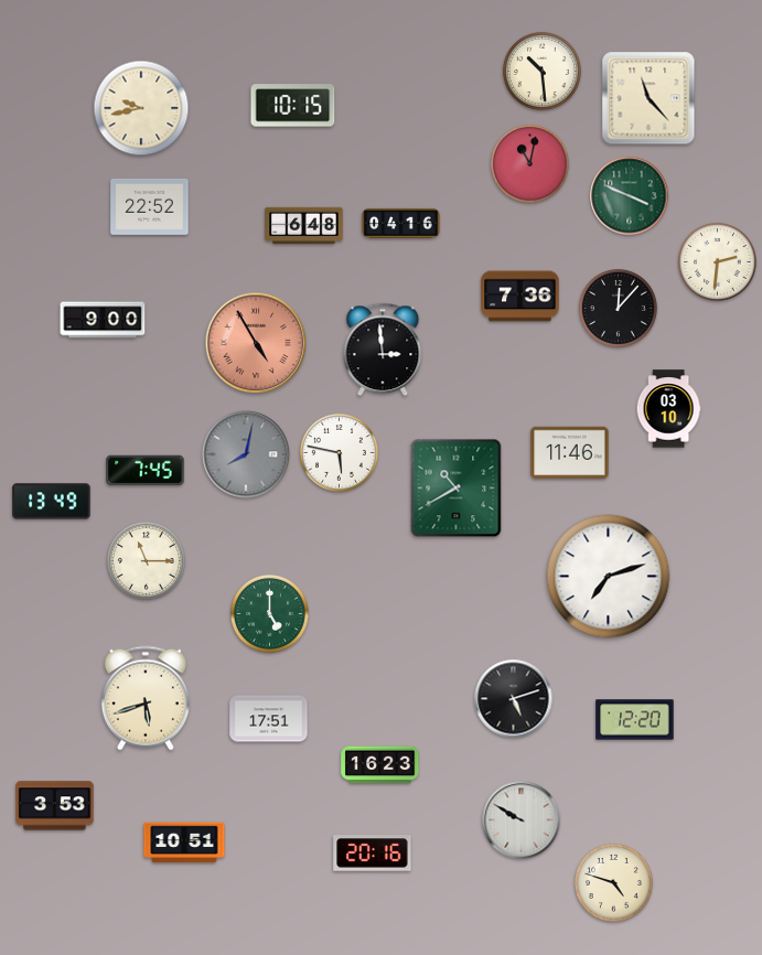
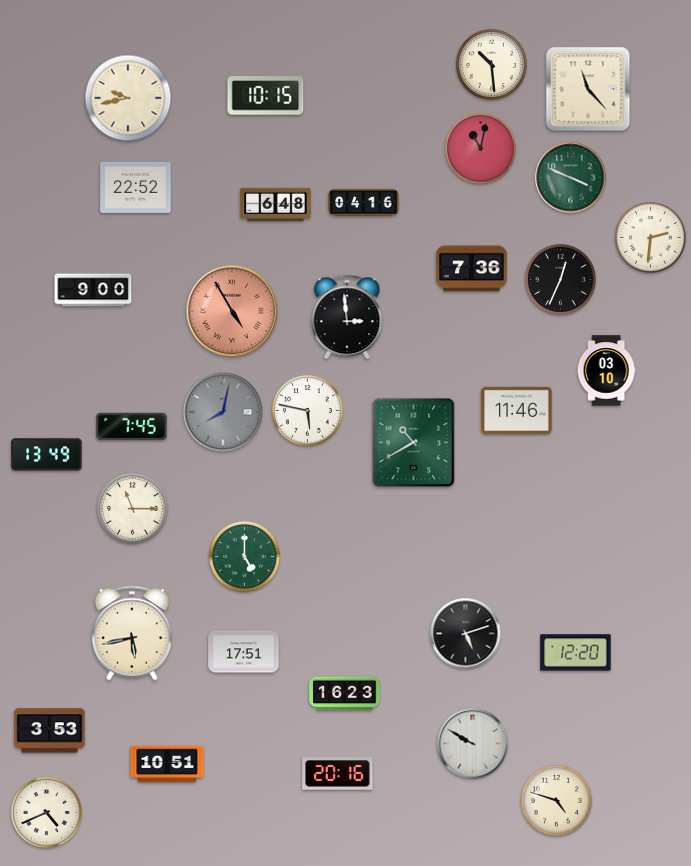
clock at (618, 308): 12:07 -> 12:34
clock at (609, 577): 7:12 -> none
clock at (146, 698): 5:42 -> 5:43
clock at (46, 812): none -> 4:41
